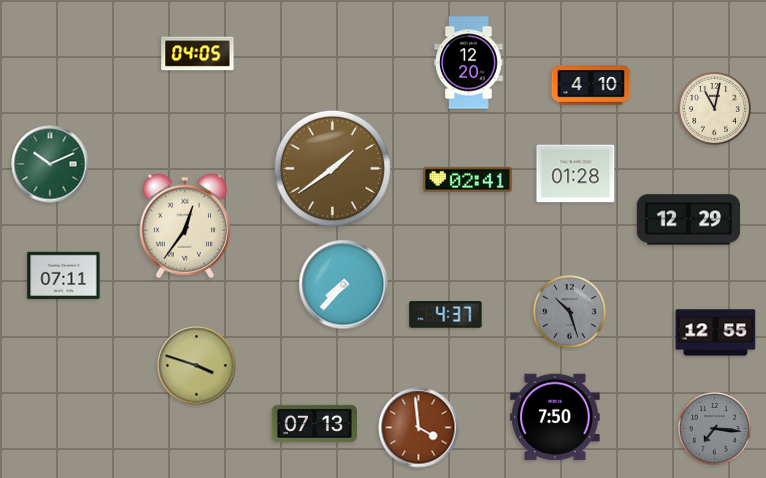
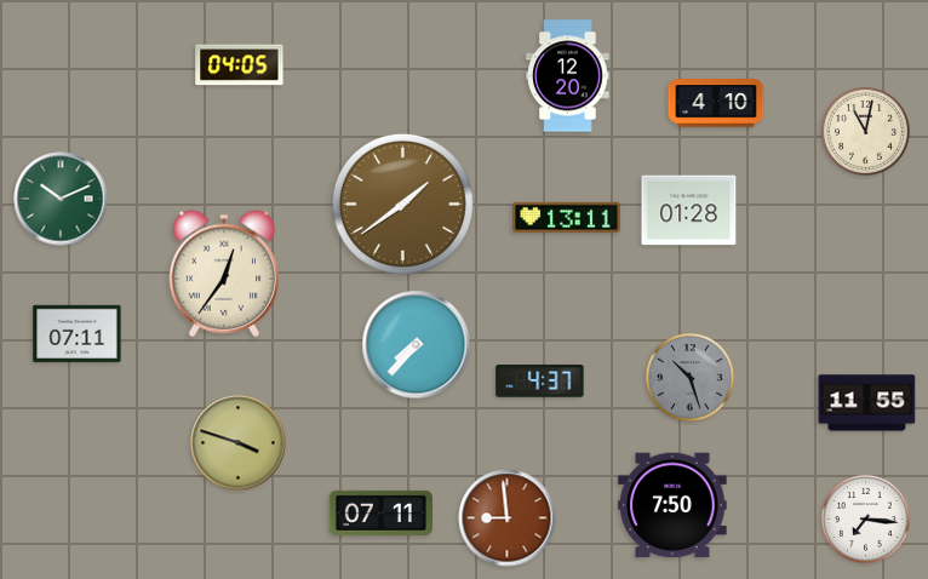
clock at (576, 174) position: (576, 174) -> (689, 211)
clock at (468, 179): 02:41 -> 13:11
clock at (689, 220): 12:29 -> none
clock at (716, 333): 12:55 -> 11:55
clock at (314, 423): 07:13 -> 07:11
clock at (419, 428): 3:59 -> 8:59
clock at (714, 428) dial: grey -> white
